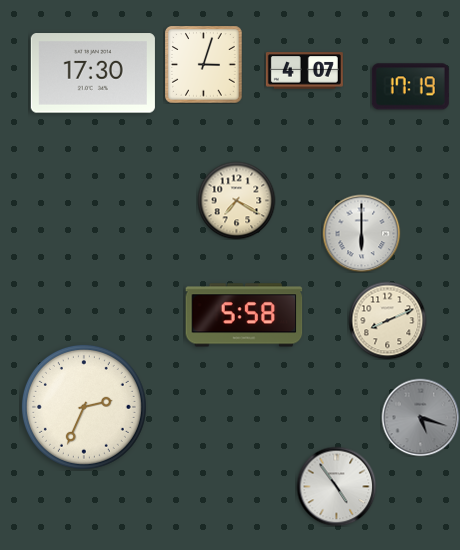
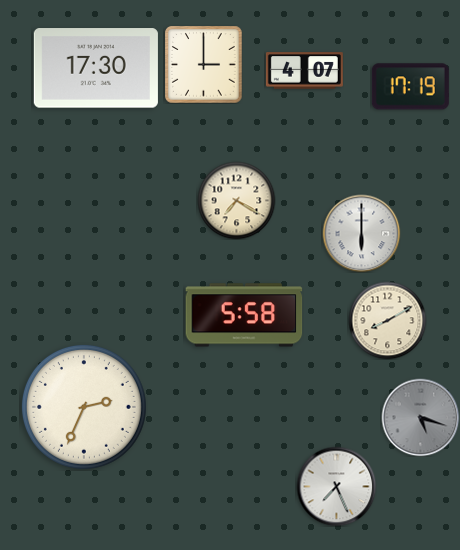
clock at (203, 64): 3:03 -> 3:00
clock at (93, 73) position: (93, 73) -> (96, 68)
clock at (387, 320): 8:11 -> 8:10
clock at (336, 486): 4:54 -> 7:26
